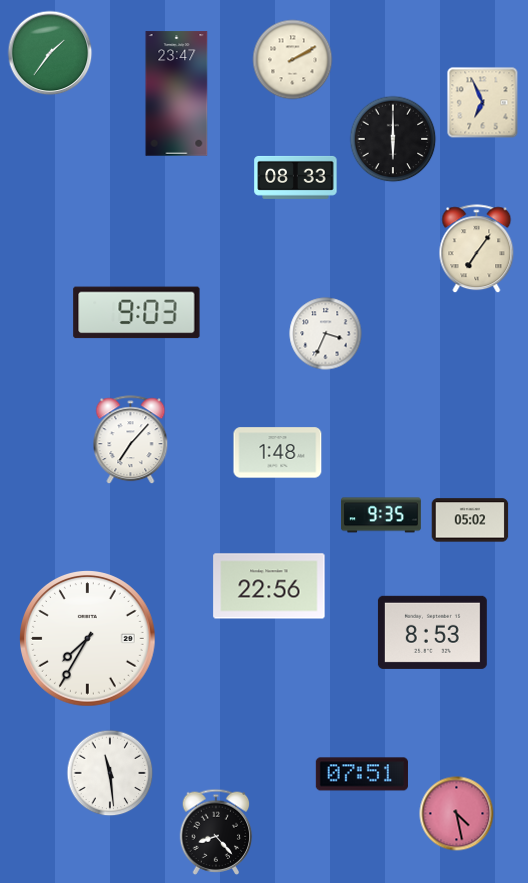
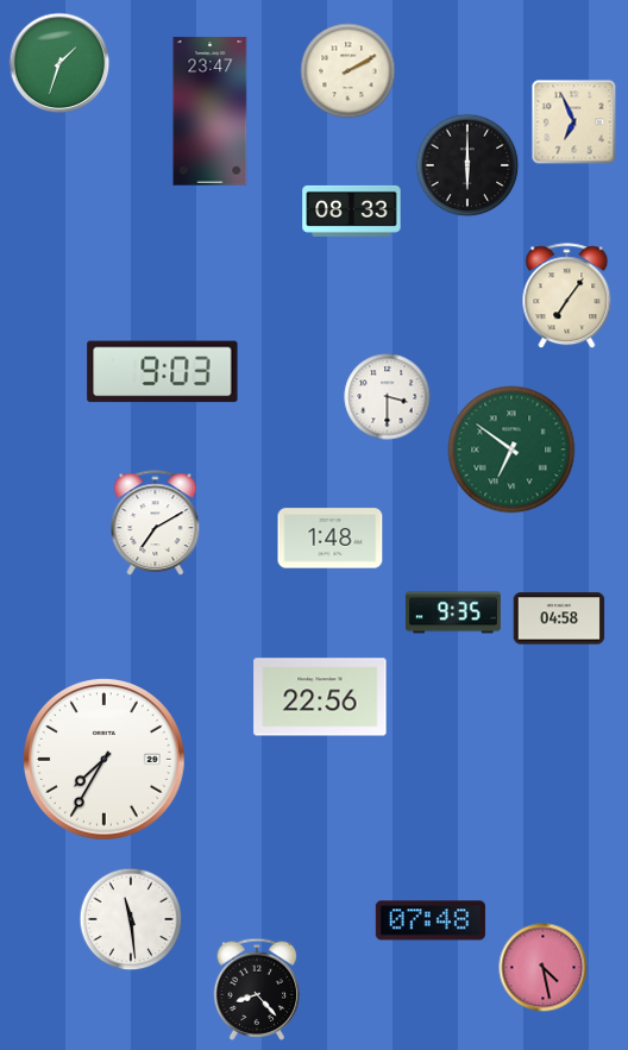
clock at (50, 53): 1:36 -> 1:33
clock at (326, 334): 3:34 -> 3:30
clock at (511, 449): none -> 6:51
clock at (131, 440): 7:07 -> 7:10
clock at (470, 520): 05:02 -> 04:58
clock at (432, 632): 8:53 -> none
clock at (362, 774): 07:51 -> 07:48
